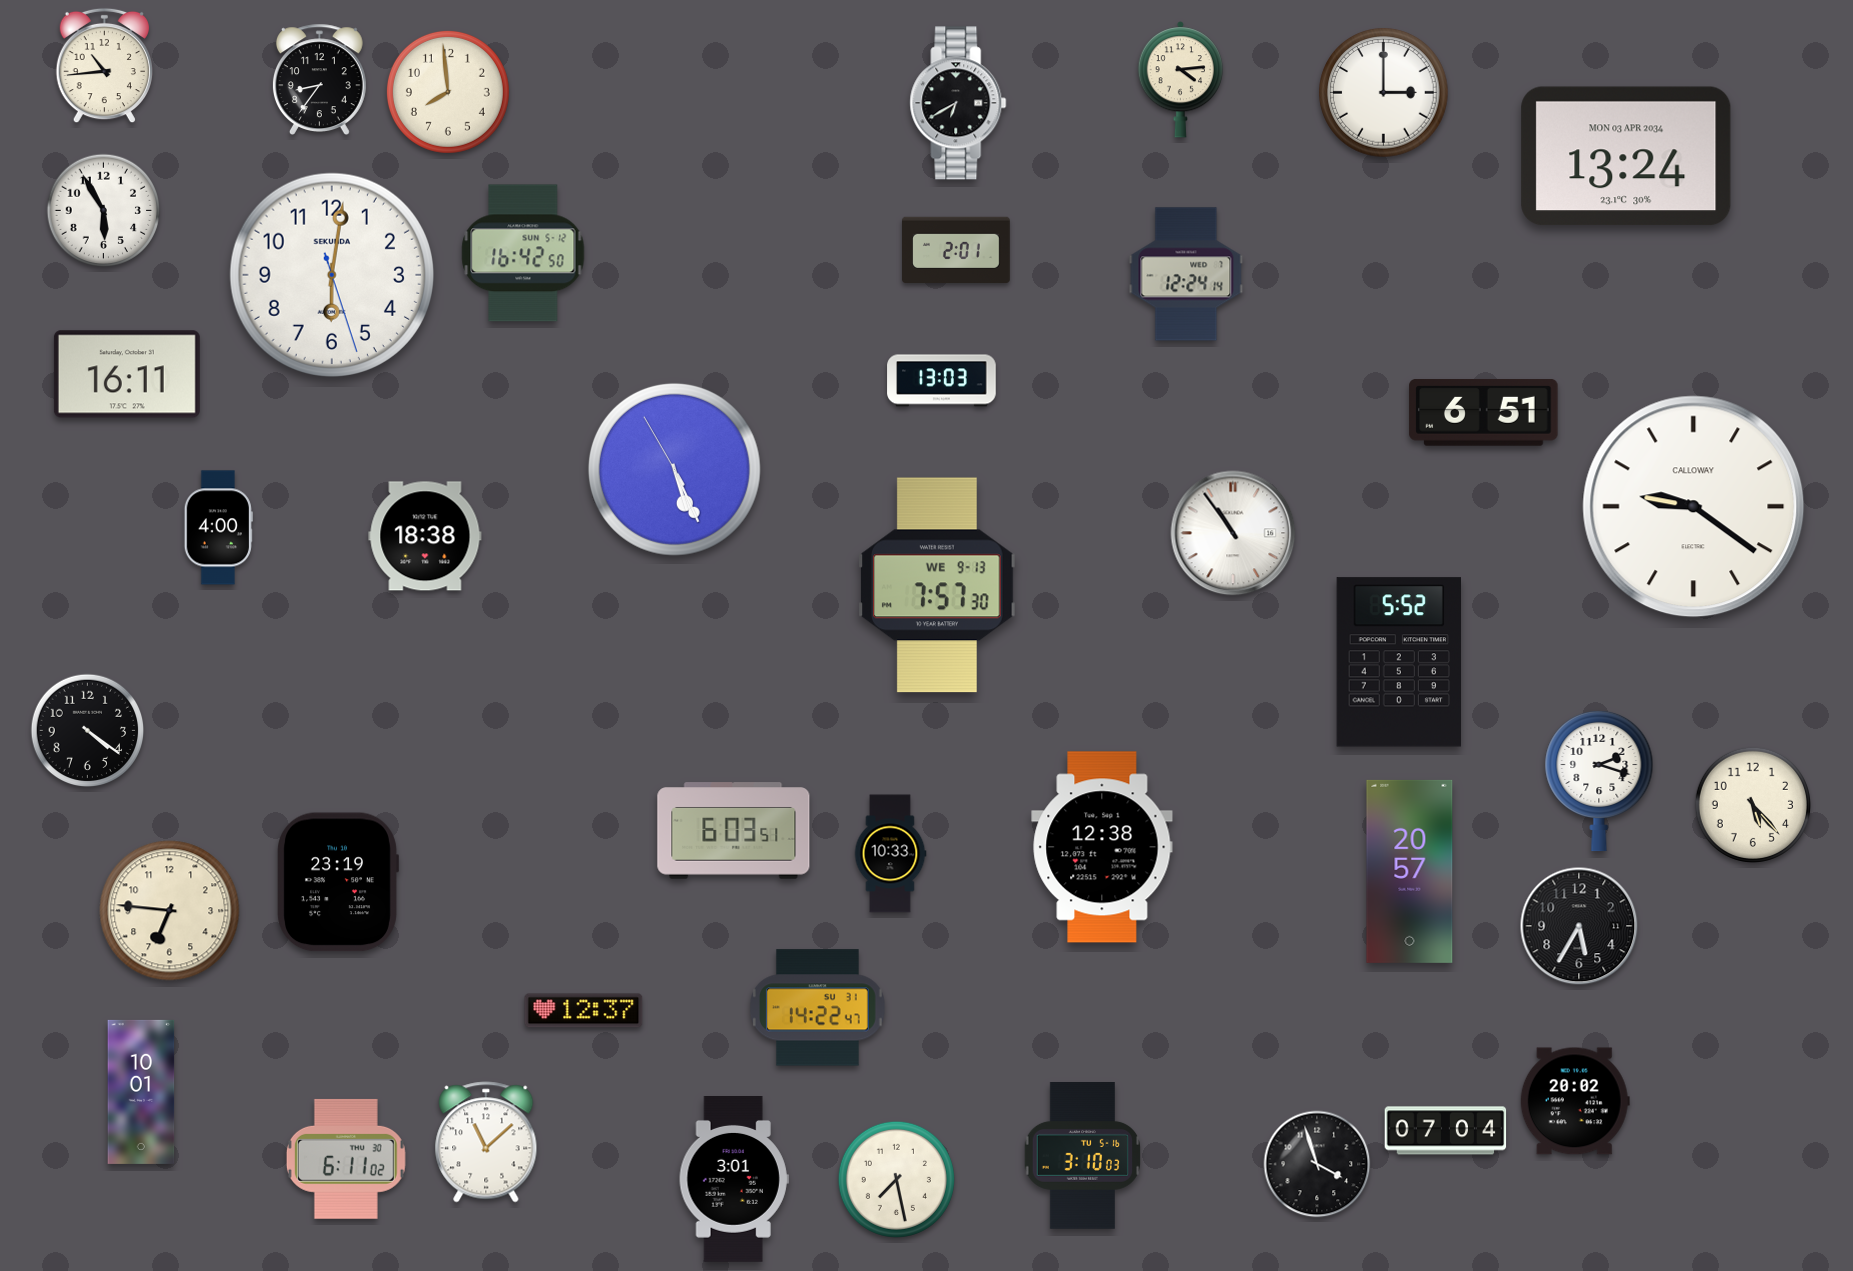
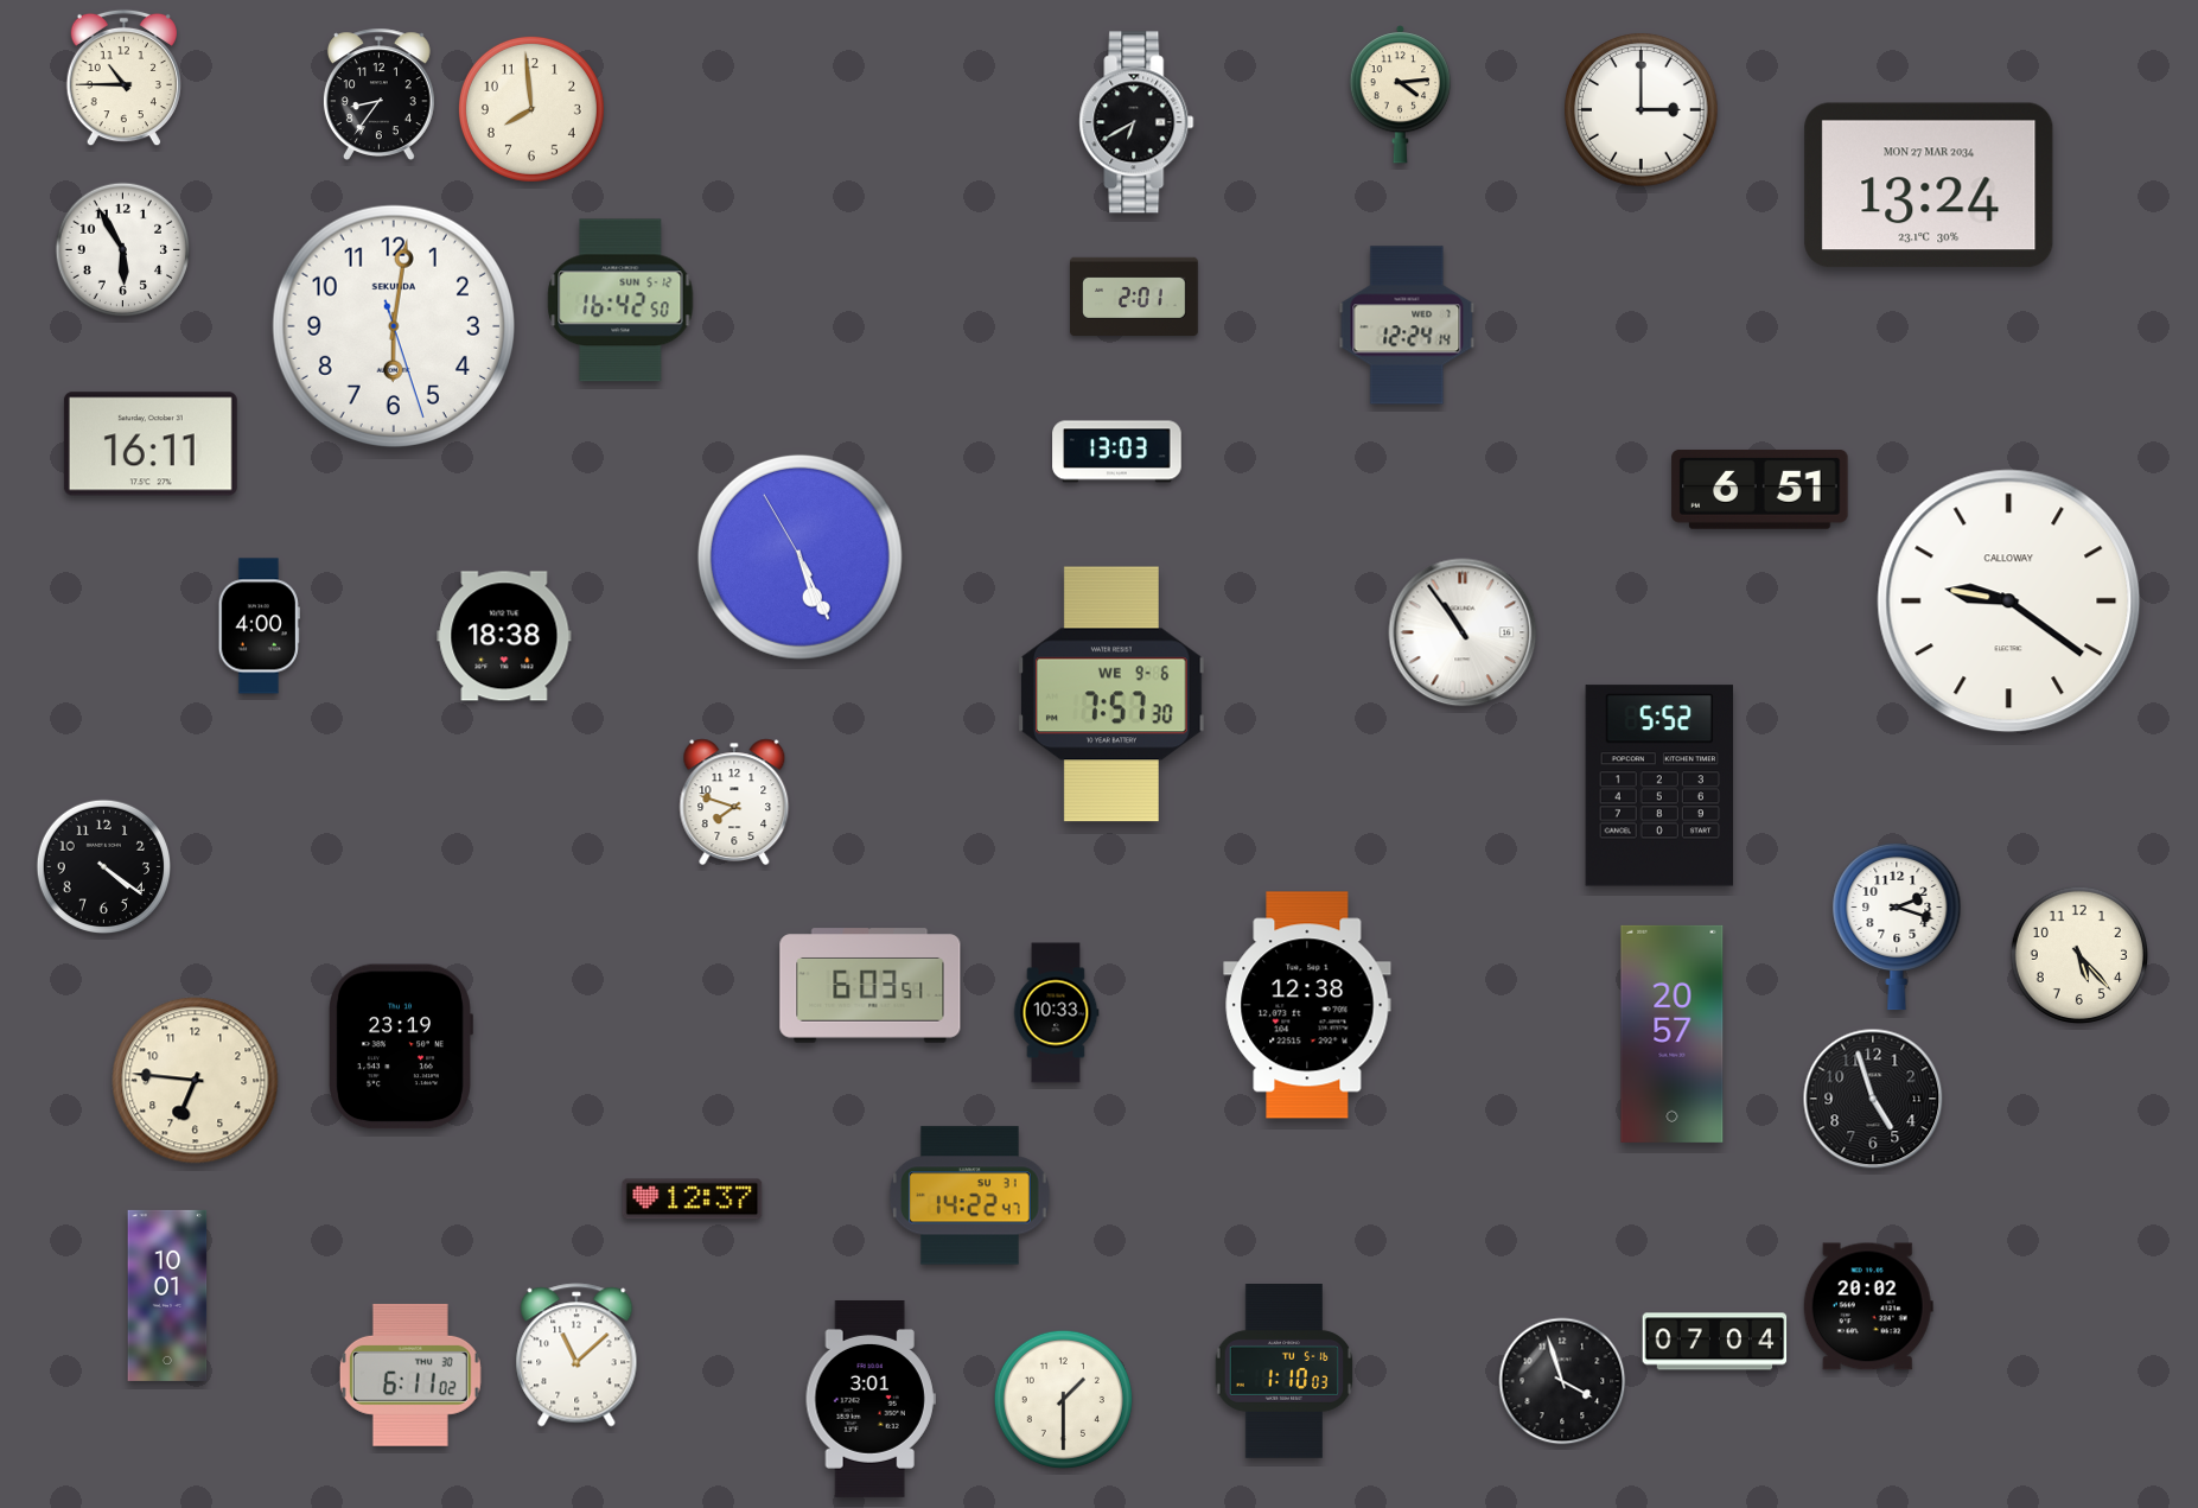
clock at (104, 66): 10:44 -> 10:45
clock at (1626, 156) date: MON 03 APR 2034 -> MON 27 MAR 2034
clock at (938, 585) date: WE 9-13 -> WE 9-6
clock at (734, 802): none -> 7:48
clock at (170, 911) position: (170, 911) -> (196, 1081)
clock at (1579, 926): 5:35 -> 4:57
clock at (1083, 1156): 3:10 -> 1:10
clock at (896, 1179): 7:28 -> 1:30
